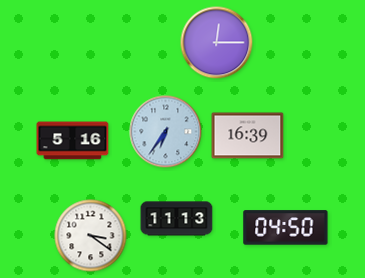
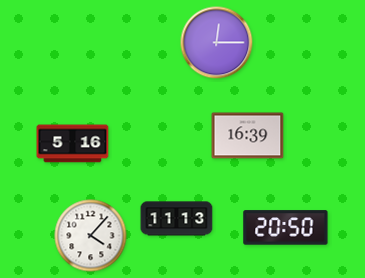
clock at (166, 132): 6:36 -> none
clock at (73, 141) position: (73, 141) -> (73, 144)
clock at (286, 228): 04:50 -> 20:50
clock at (91, 236): 3:21 -> 4:07
